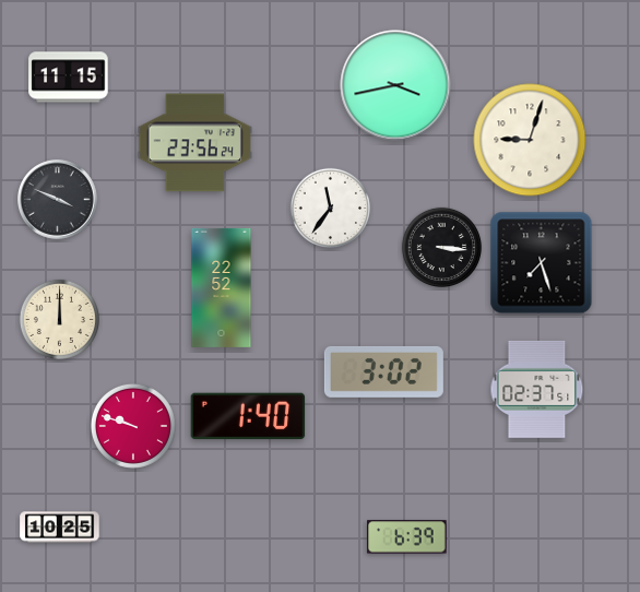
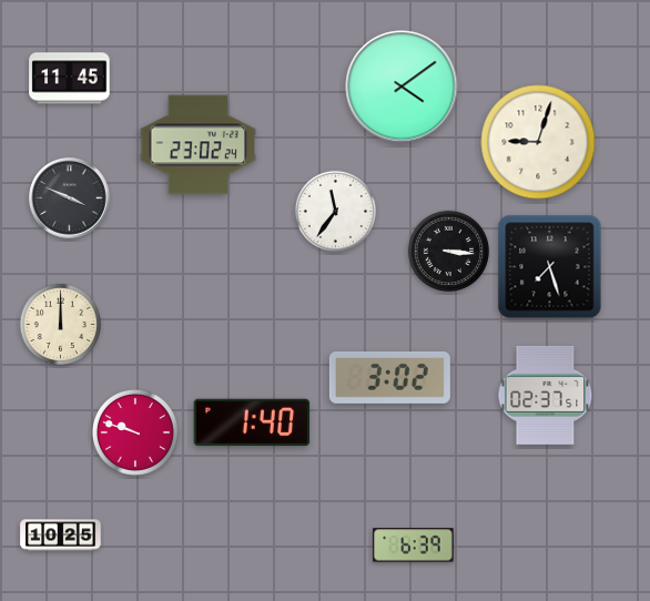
clock at (69, 78): 11:15 -> 11:45
clock at (395, 85): 3:43 -> 4:09
clock at (195, 143): 23:56 -> 23:02
clock at (58, 200) position: (58, 200) -> (70, 198)
clock at (222, 287): 22:52 -> none
